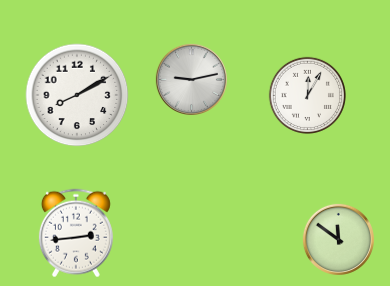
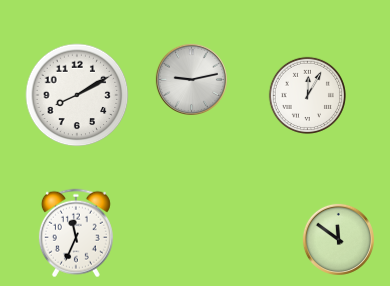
clock at (76, 233): 2:44 -> 11:34
